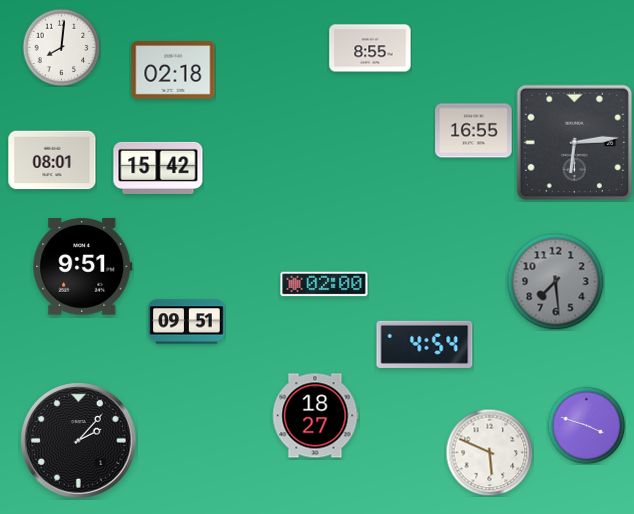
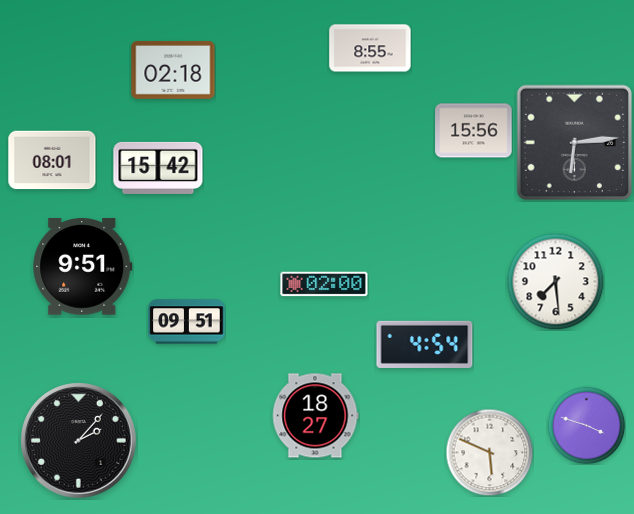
clock at (61, 47): 8:01 -> none
clock at (474, 131): 16:55 -> 15:56
clock at (555, 281) dial: grey -> white
